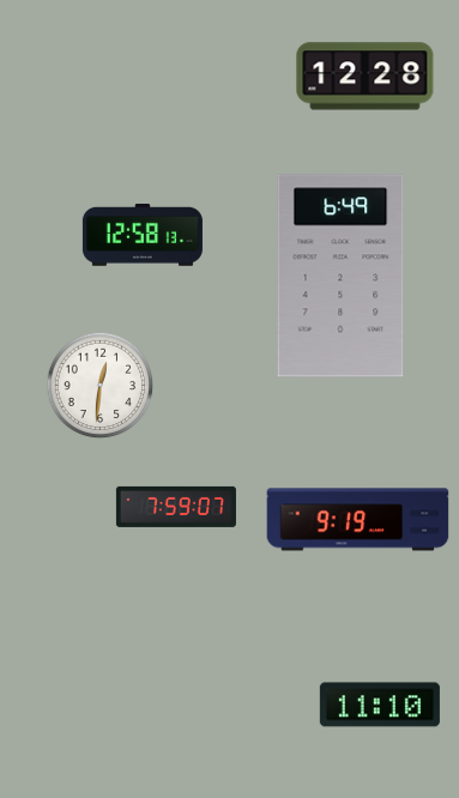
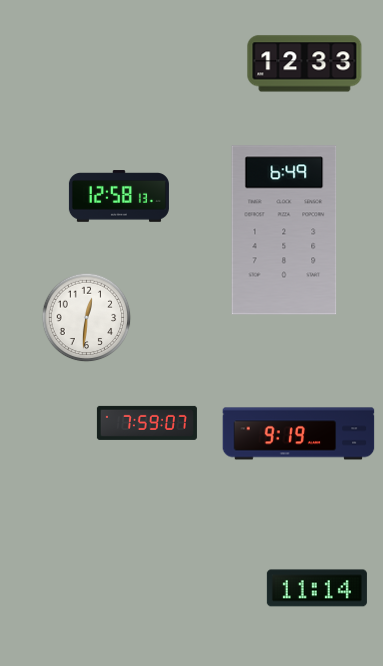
clock at (366, 77): 12:28 -> 12:33
clock at (101, 386) position: (101, 386) -> (87, 318)
clock at (380, 705): 11:10 -> 11:14
